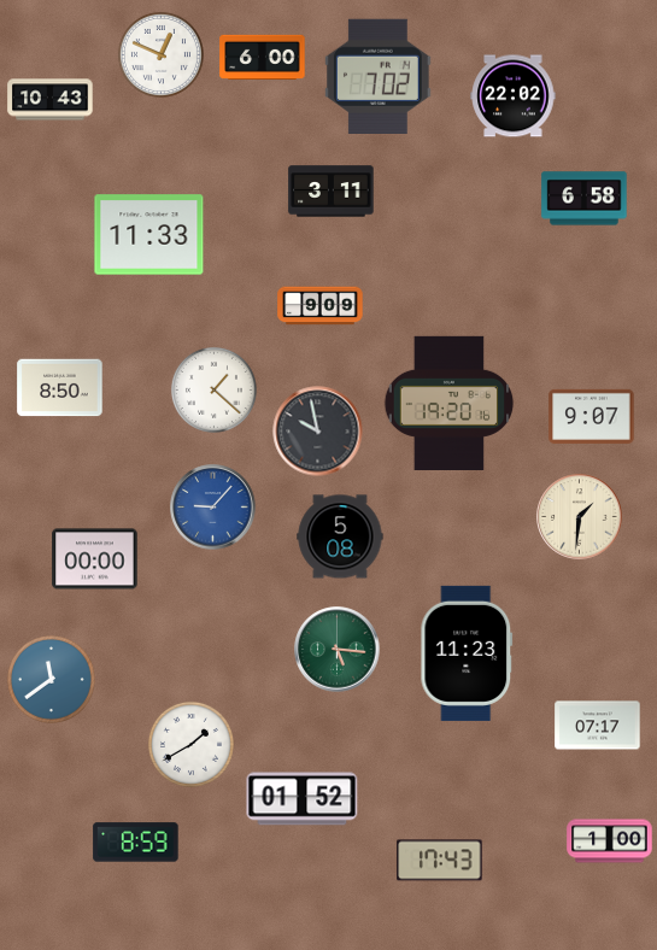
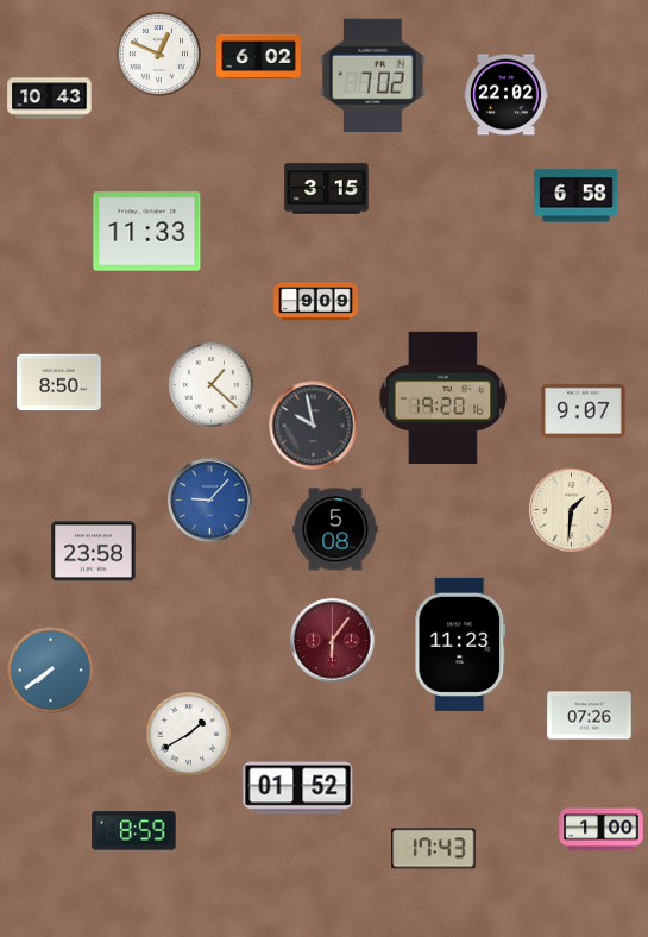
clock at (263, 57): 6:00 -> 6:02
clock at (332, 192): 3:11 -> 3:15
clock at (95, 559): 00:00 -> 23:58
clock at (338, 650): 5:16 -> 6:06
clock at (338, 650) dial: green -> burgundy
clock at (52, 680): 11:39 -> 7:39
clock at (598, 726): 07:17 -> 07:26
